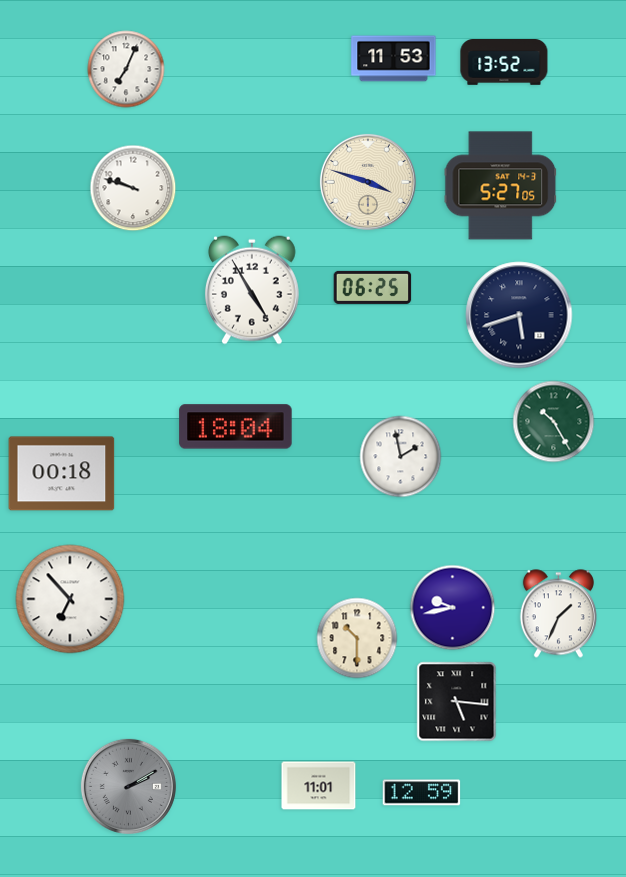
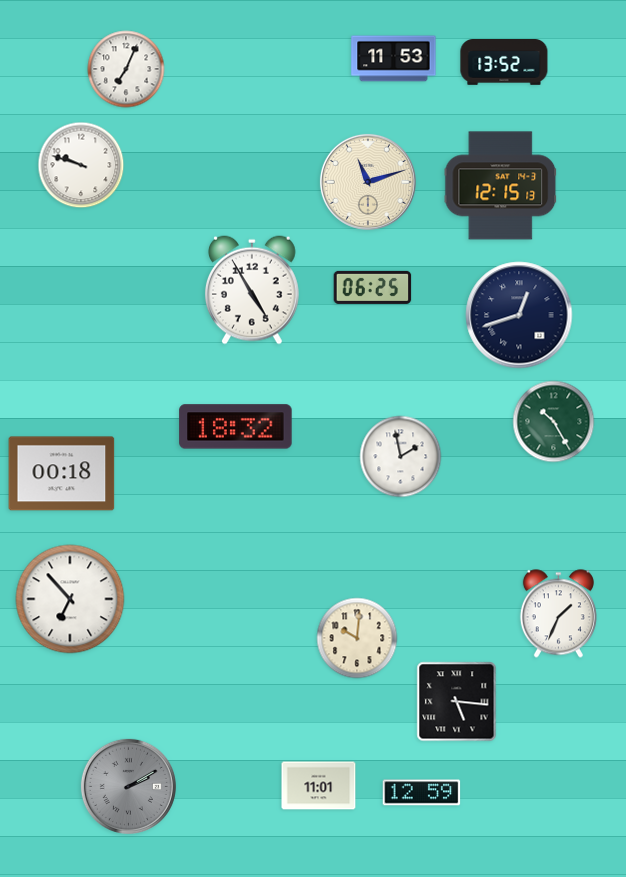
clock at (368, 182): 3:48 -> 11:12
clock at (501, 186): 5:27 -> 12:15
clock at (133, 188) position: (133, 188) -> (81, 165)
clock at (519, 315): 5:42 -> 12:42
clock at (236, 427): 18:04 -> 18:32
clock at (453, 608): 9:43 -> none
clock at (357, 638): 10:30 -> 10:01
